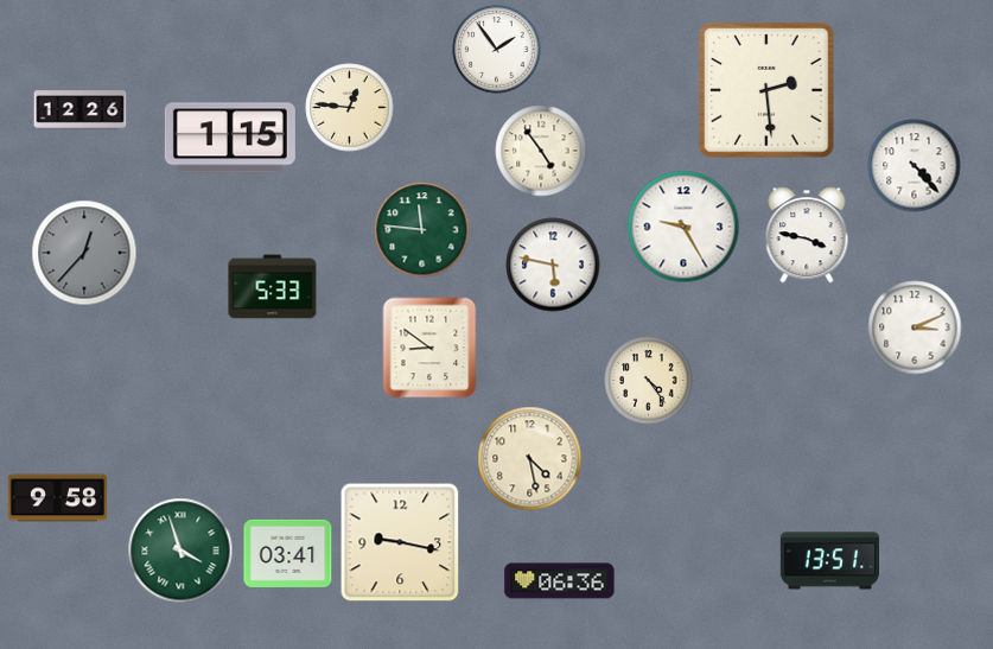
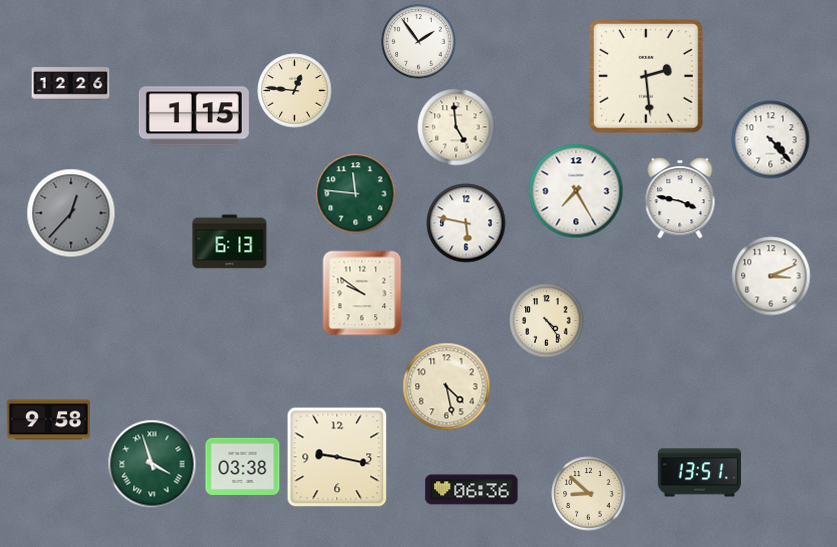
clock at (81, 110) position: (81, 110) -> (71, 84)
clock at (541, 151): 4:54 -> 4:59
clock at (683, 227): 9:25 -> 7:25
clock at (273, 287): 5:33 -> 6:13
clock at (429, 348): 8:51 -> 9:51
clock at (288, 553): 03:41 -> 03:38
clock at (589, 494): none -> 8:52
